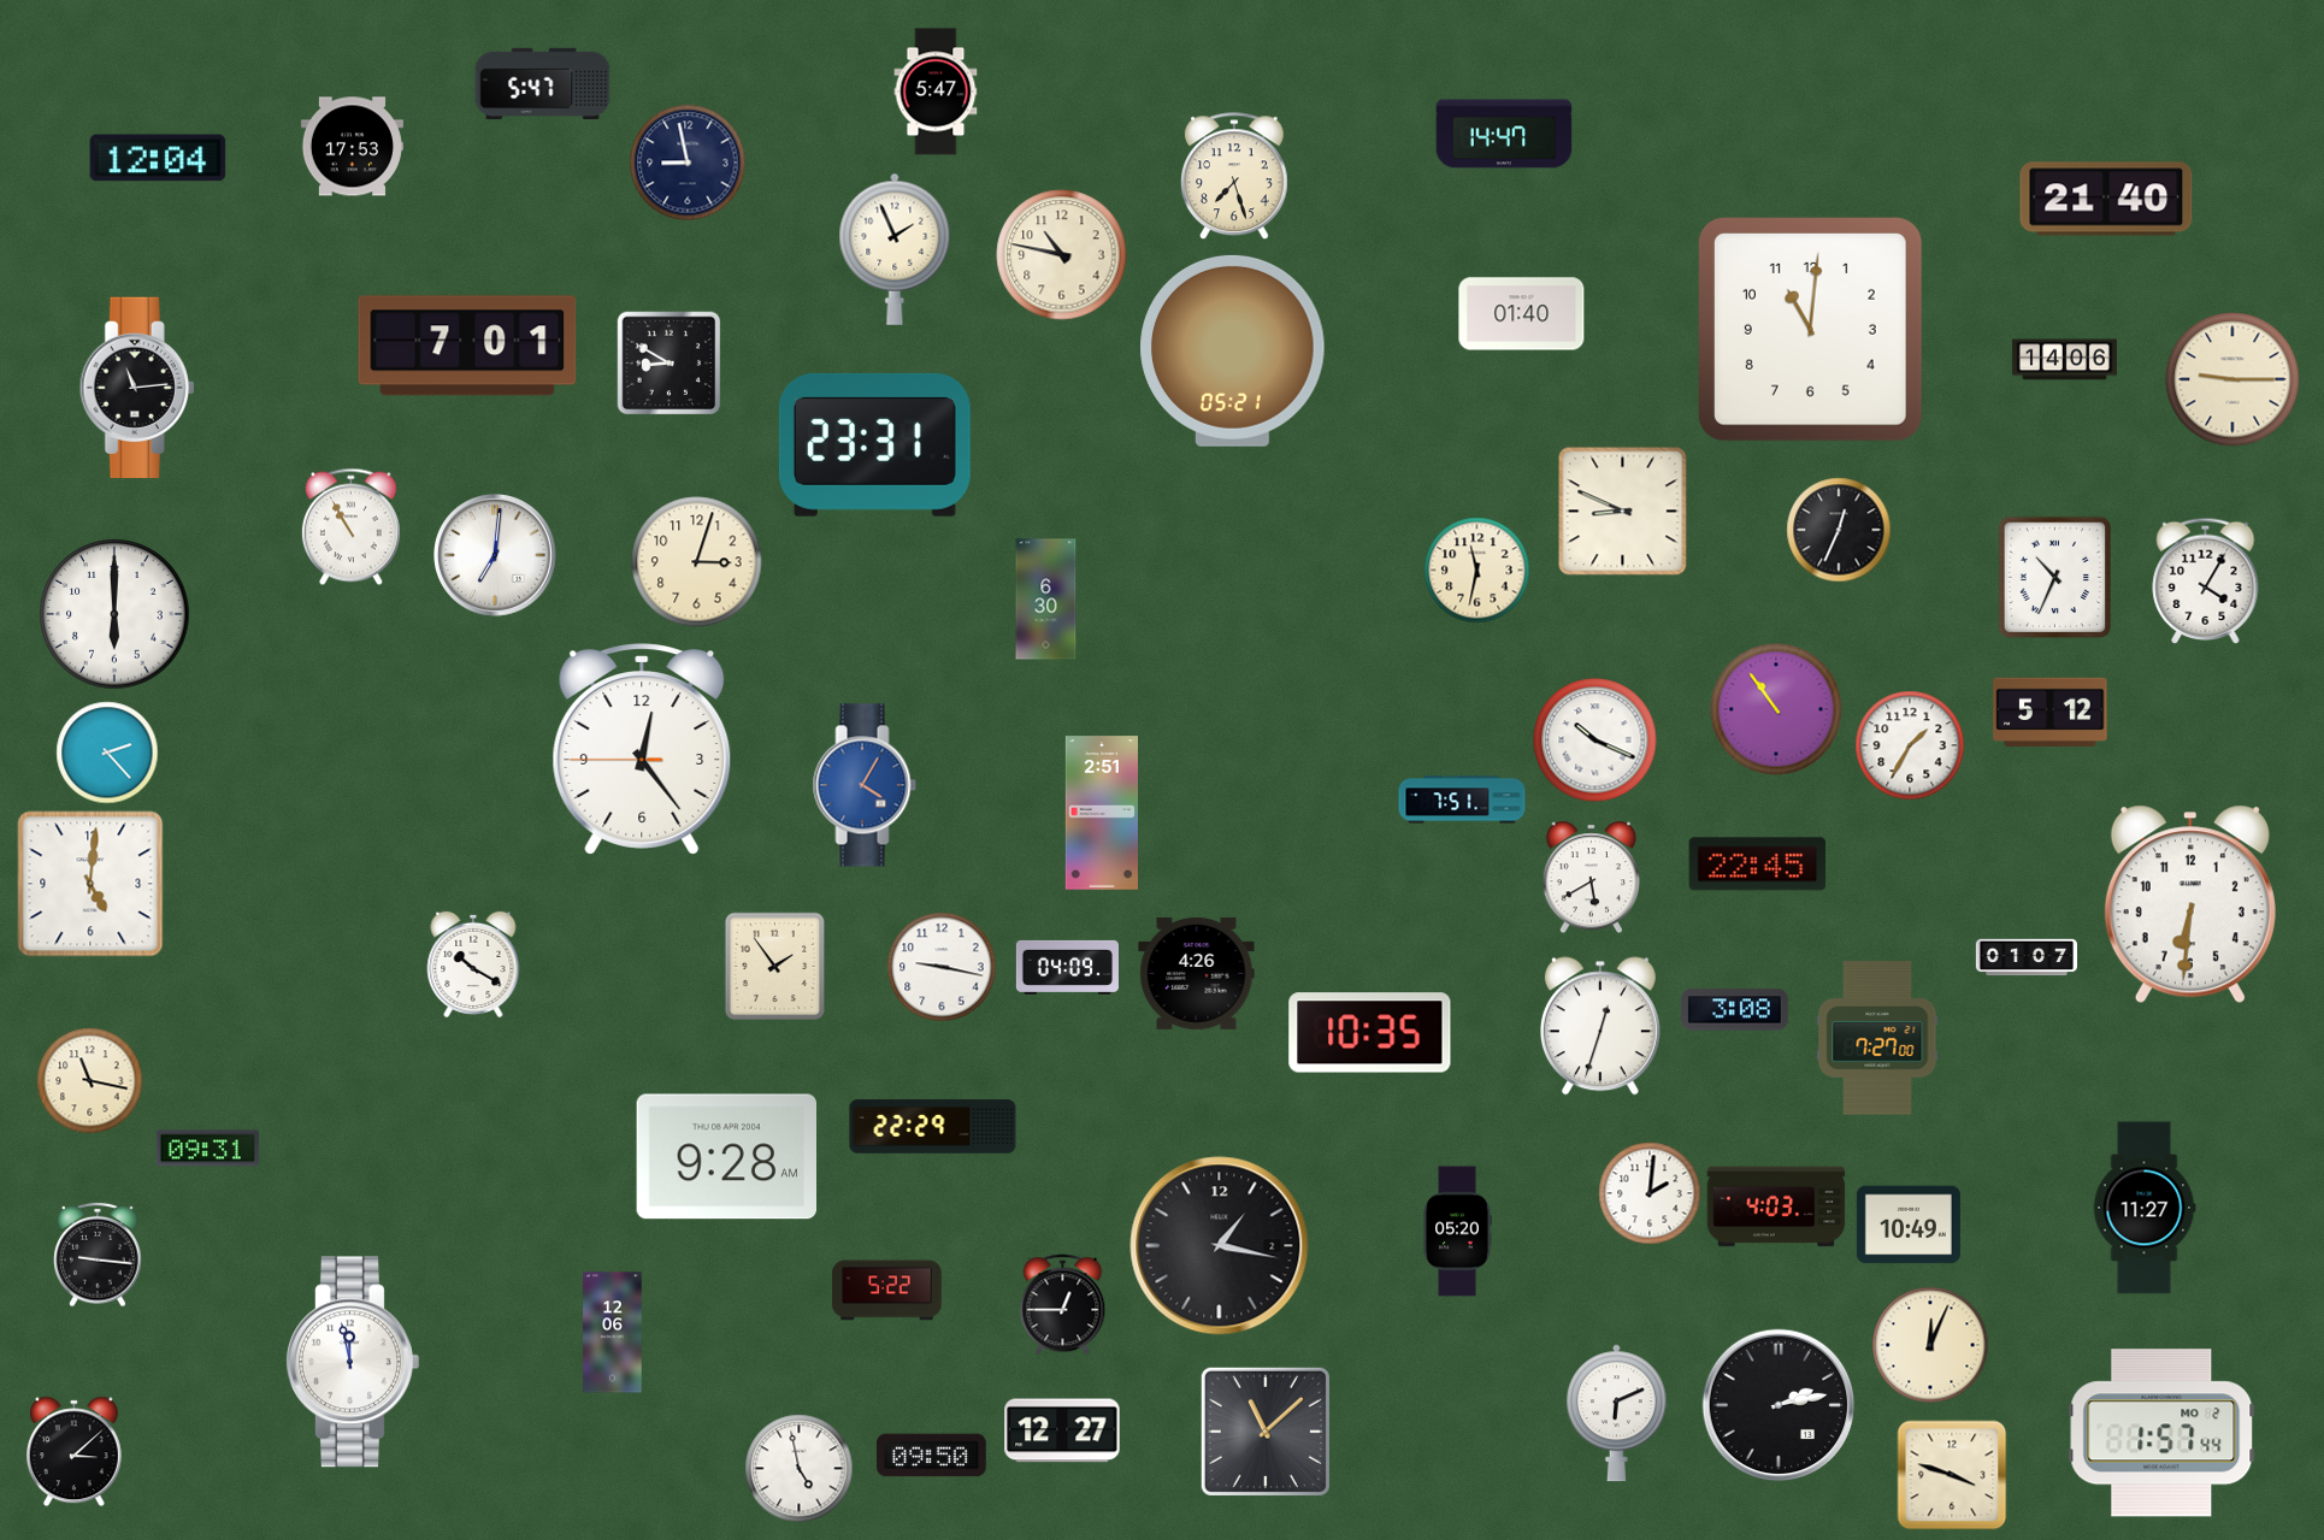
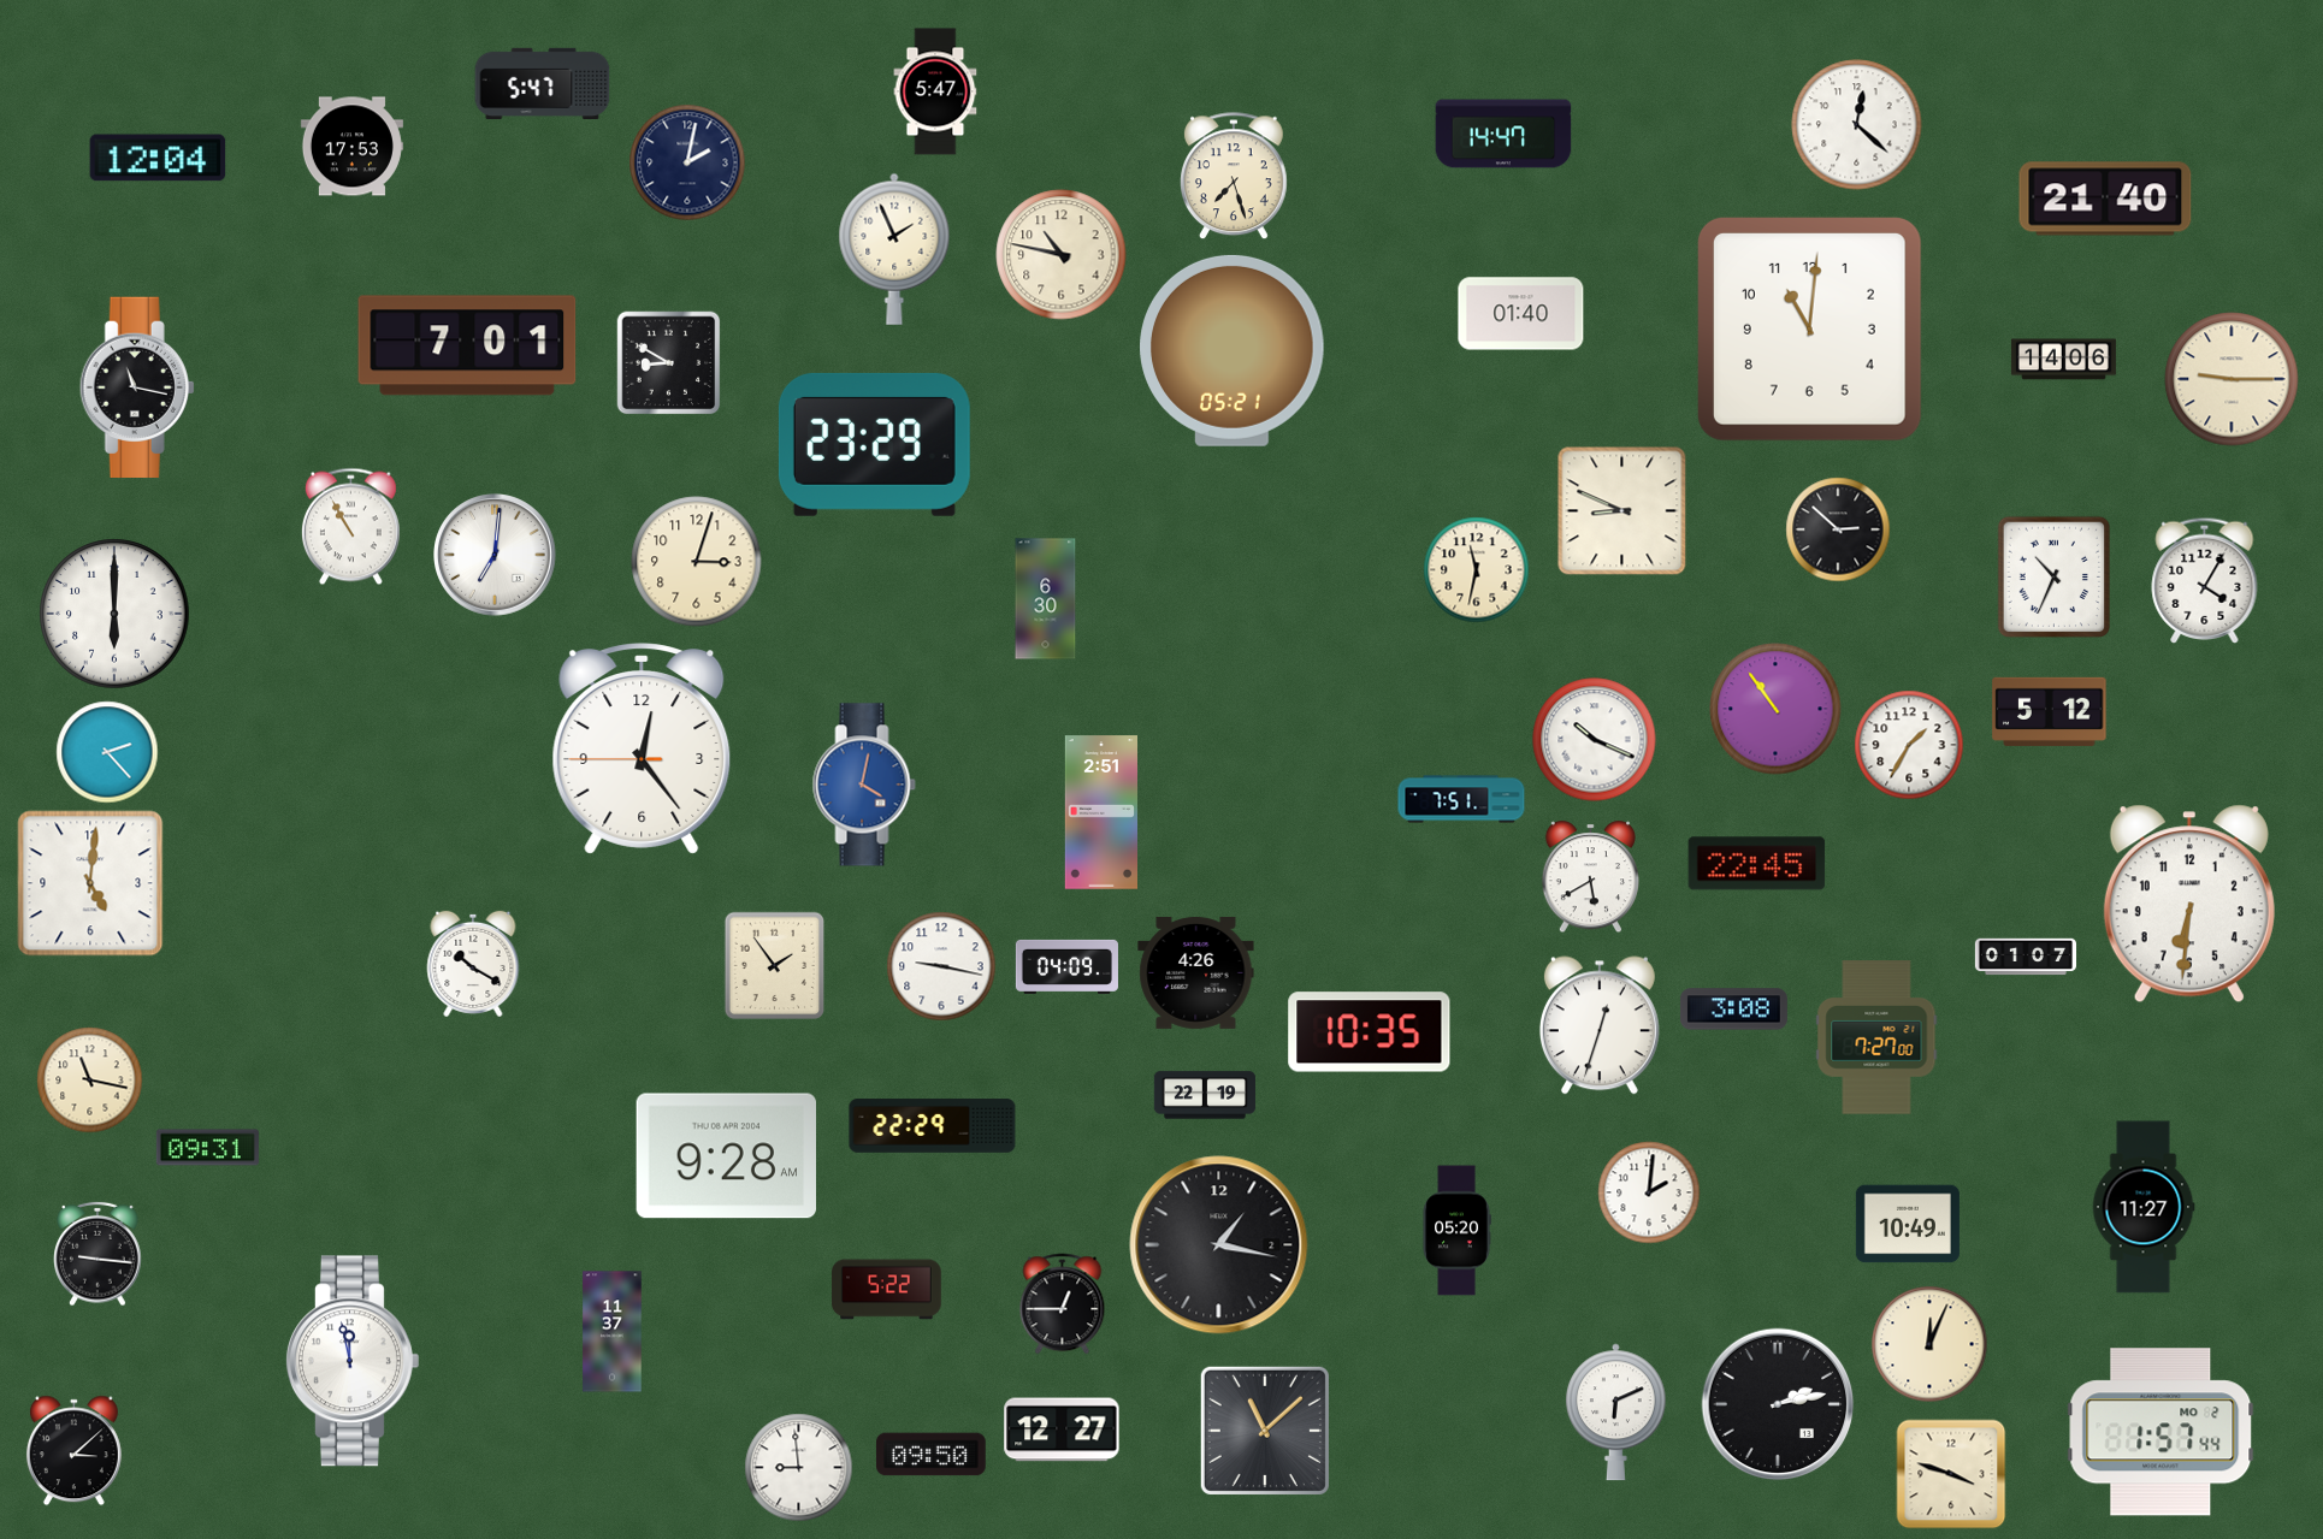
clock at (1857, 125): none -> 12:22
clock at (688, 163): 8:58 -> 2:02
clock at (137, 387): 11:14 -> 11:17
clock at (874, 444): 23:31 -> 23:29
clock at (1839, 530): 12:34 -> 2:52
clock at (865, 785): 4:05 -> 4:02
clock at (1205, 1095): none -> 22:19
clock at (1776, 1206): 4:03 -> none
clock at (613, 1333): 12:06 -> 11:37
clock at (800, 1469): 4:58 -> 8:59
